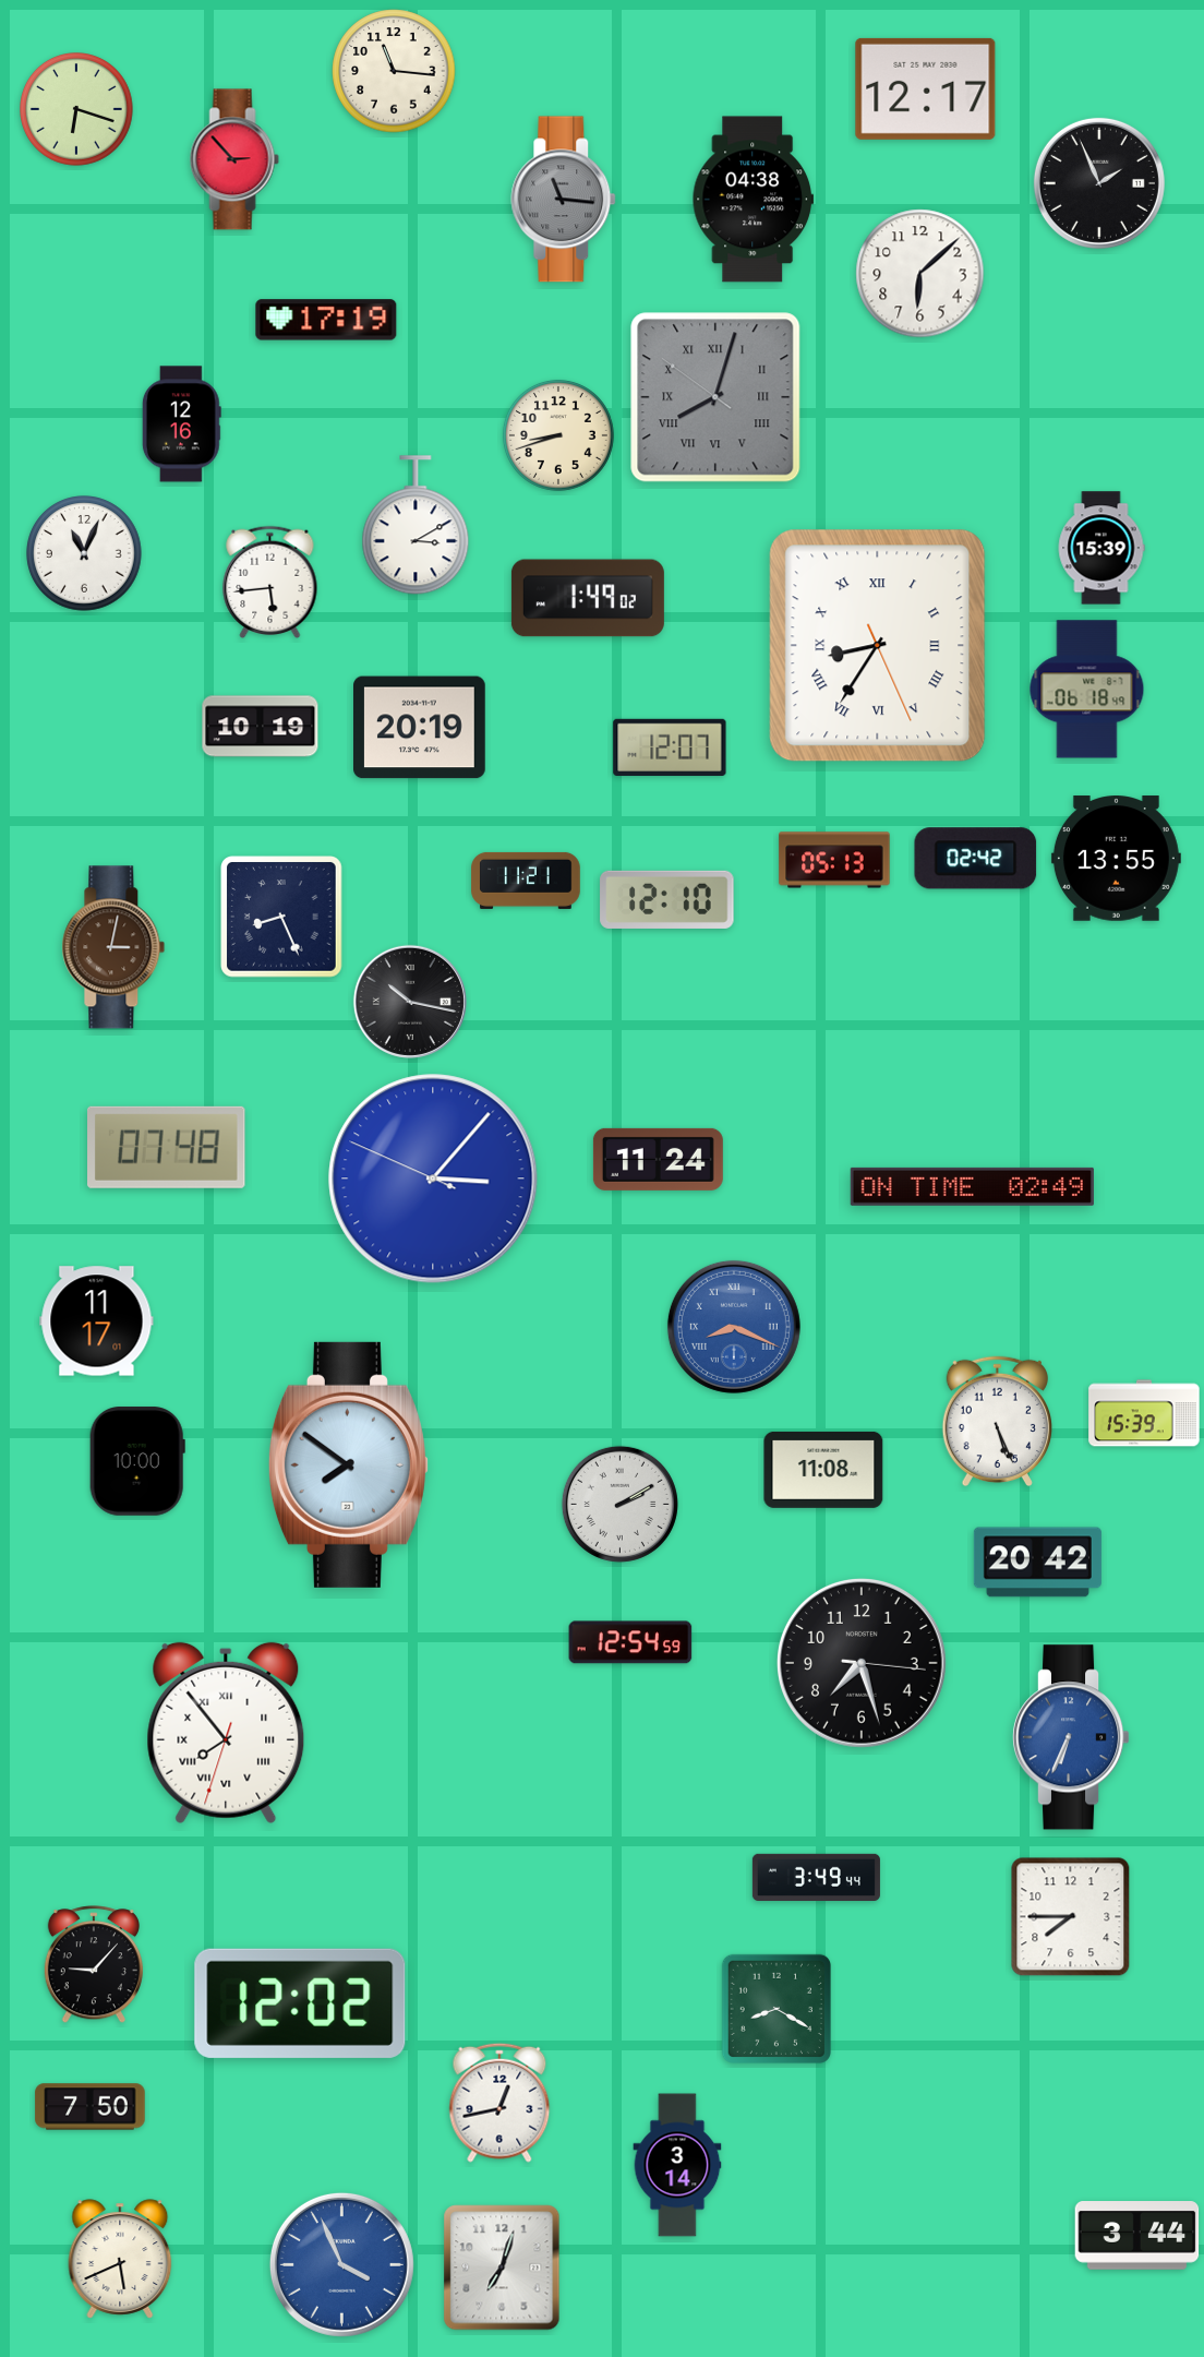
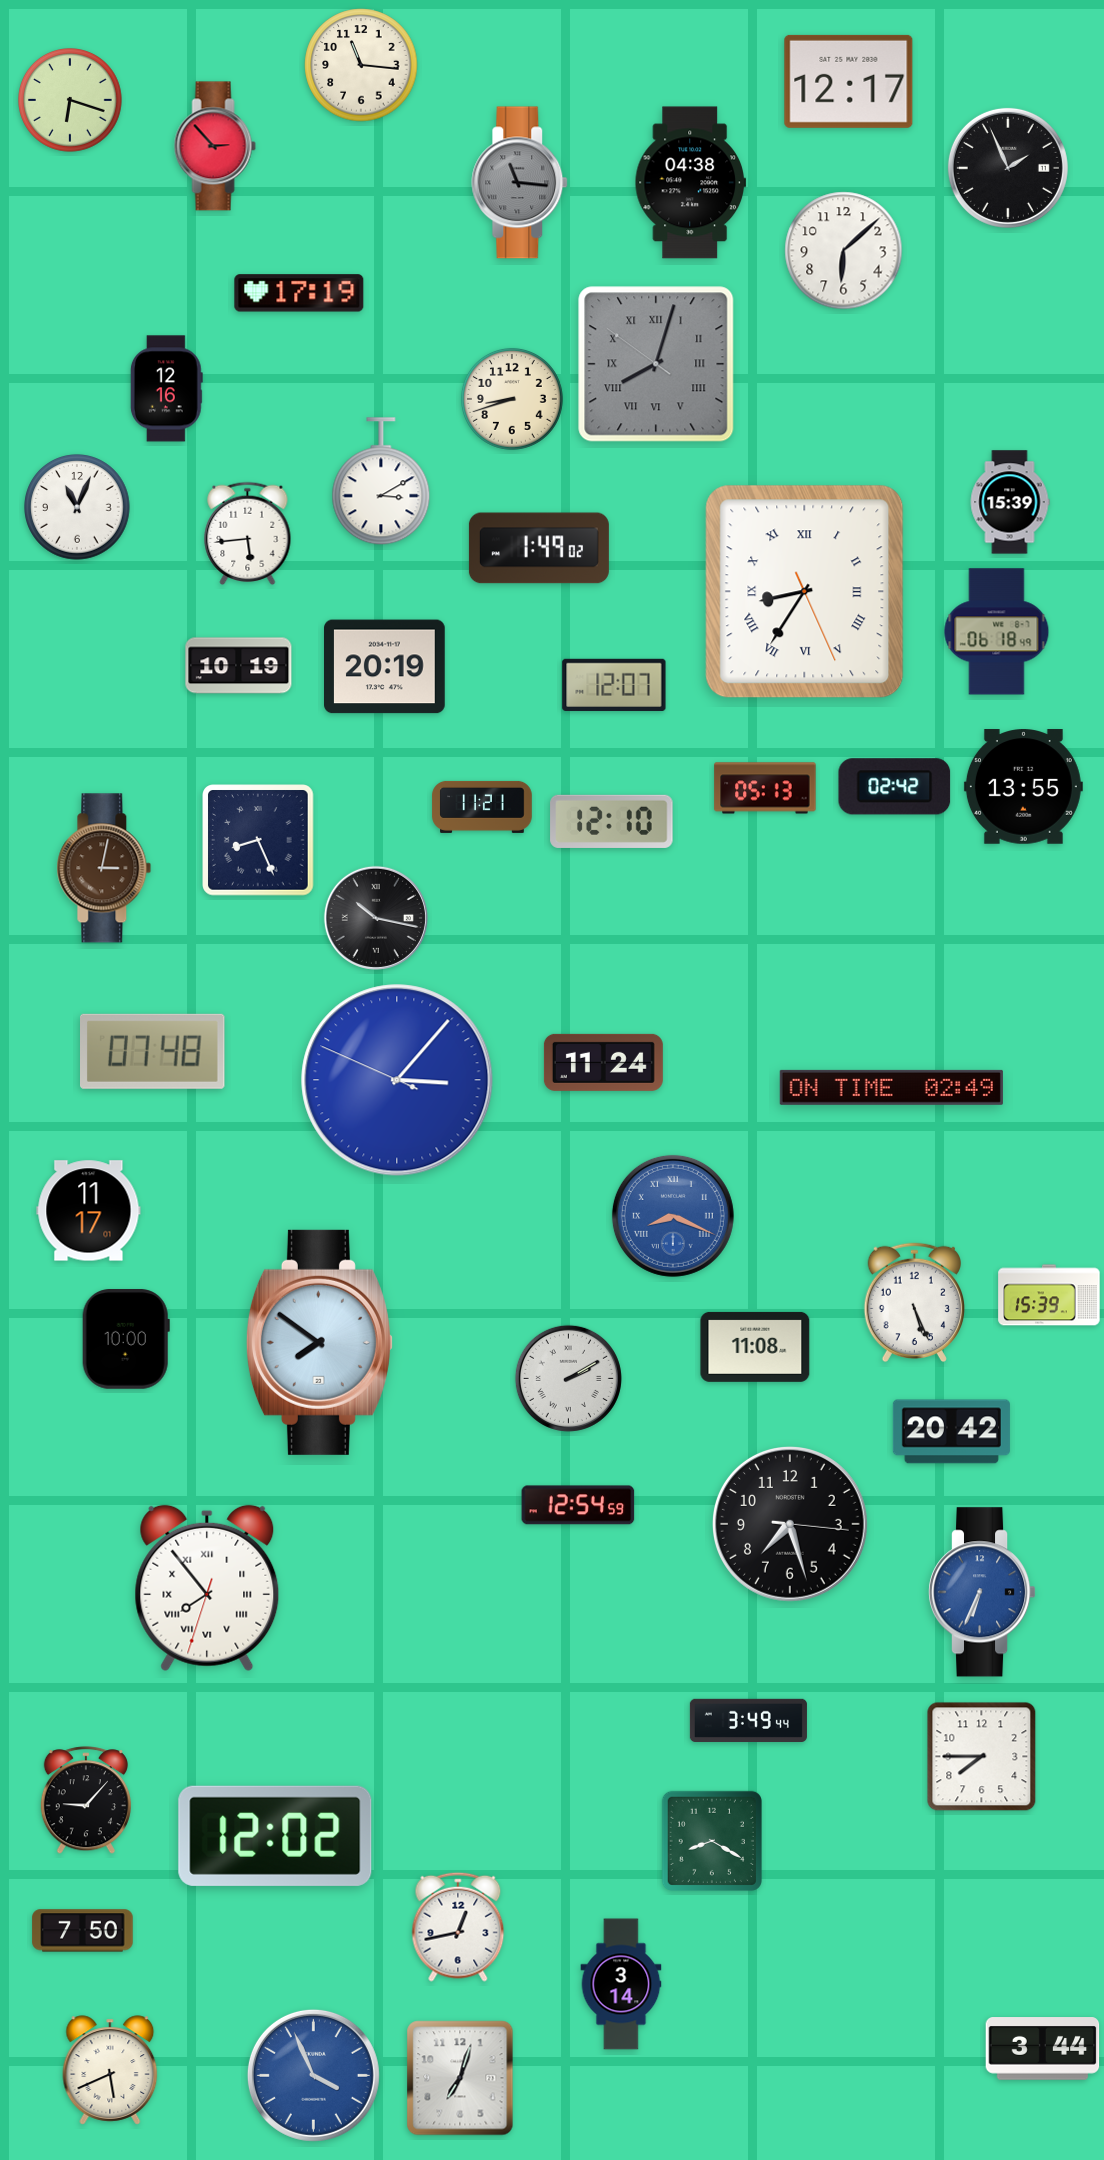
clock at (564, 200) position: (564, 200) -> (520, 183)
clock at (667, 899) position: (667, 899) -> (612, 821)
